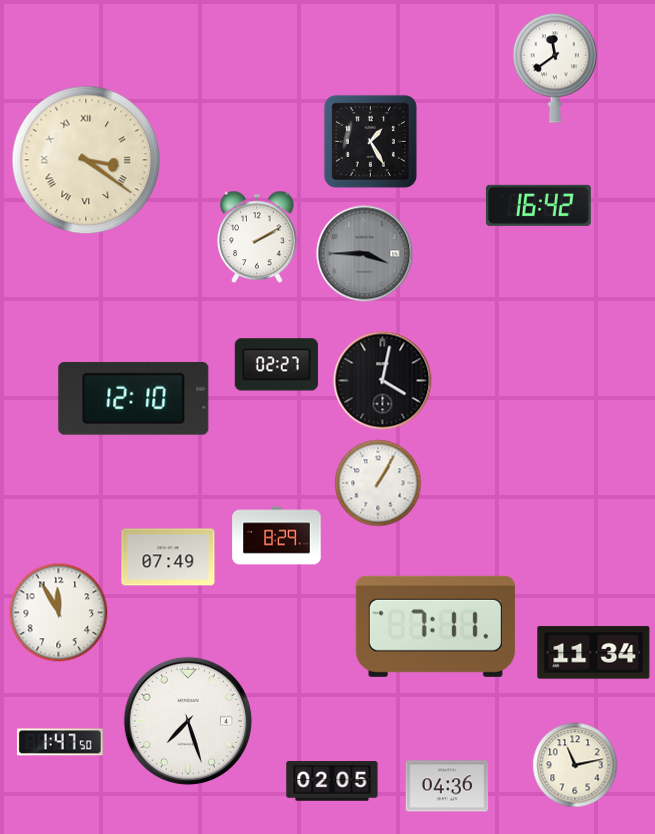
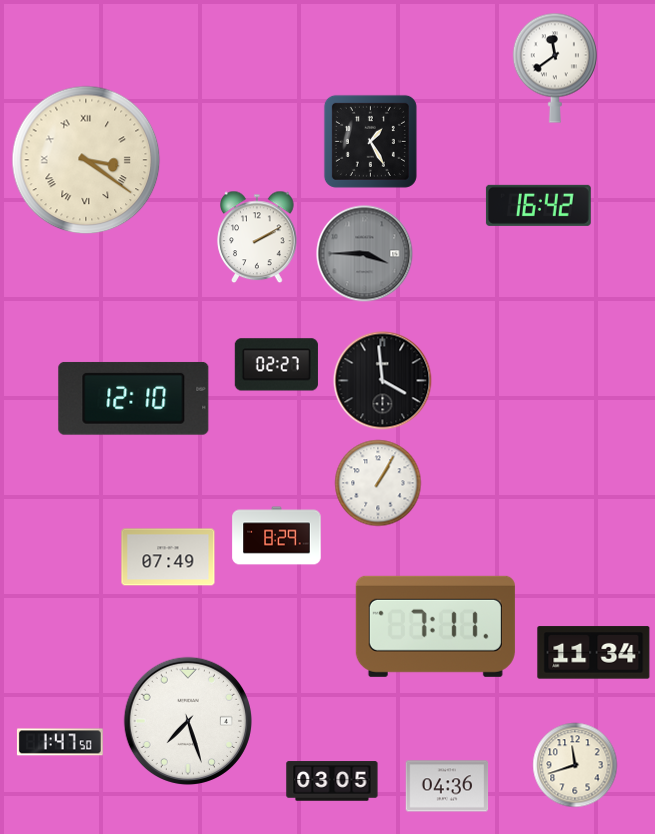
clock at (383, 381): 4:02 -> 3:59
clock at (59, 613): 11:55 -> none
clock at (575, 765): 11:13 -> 11:42
clock at (332, 781): 02:05 -> 03:05
